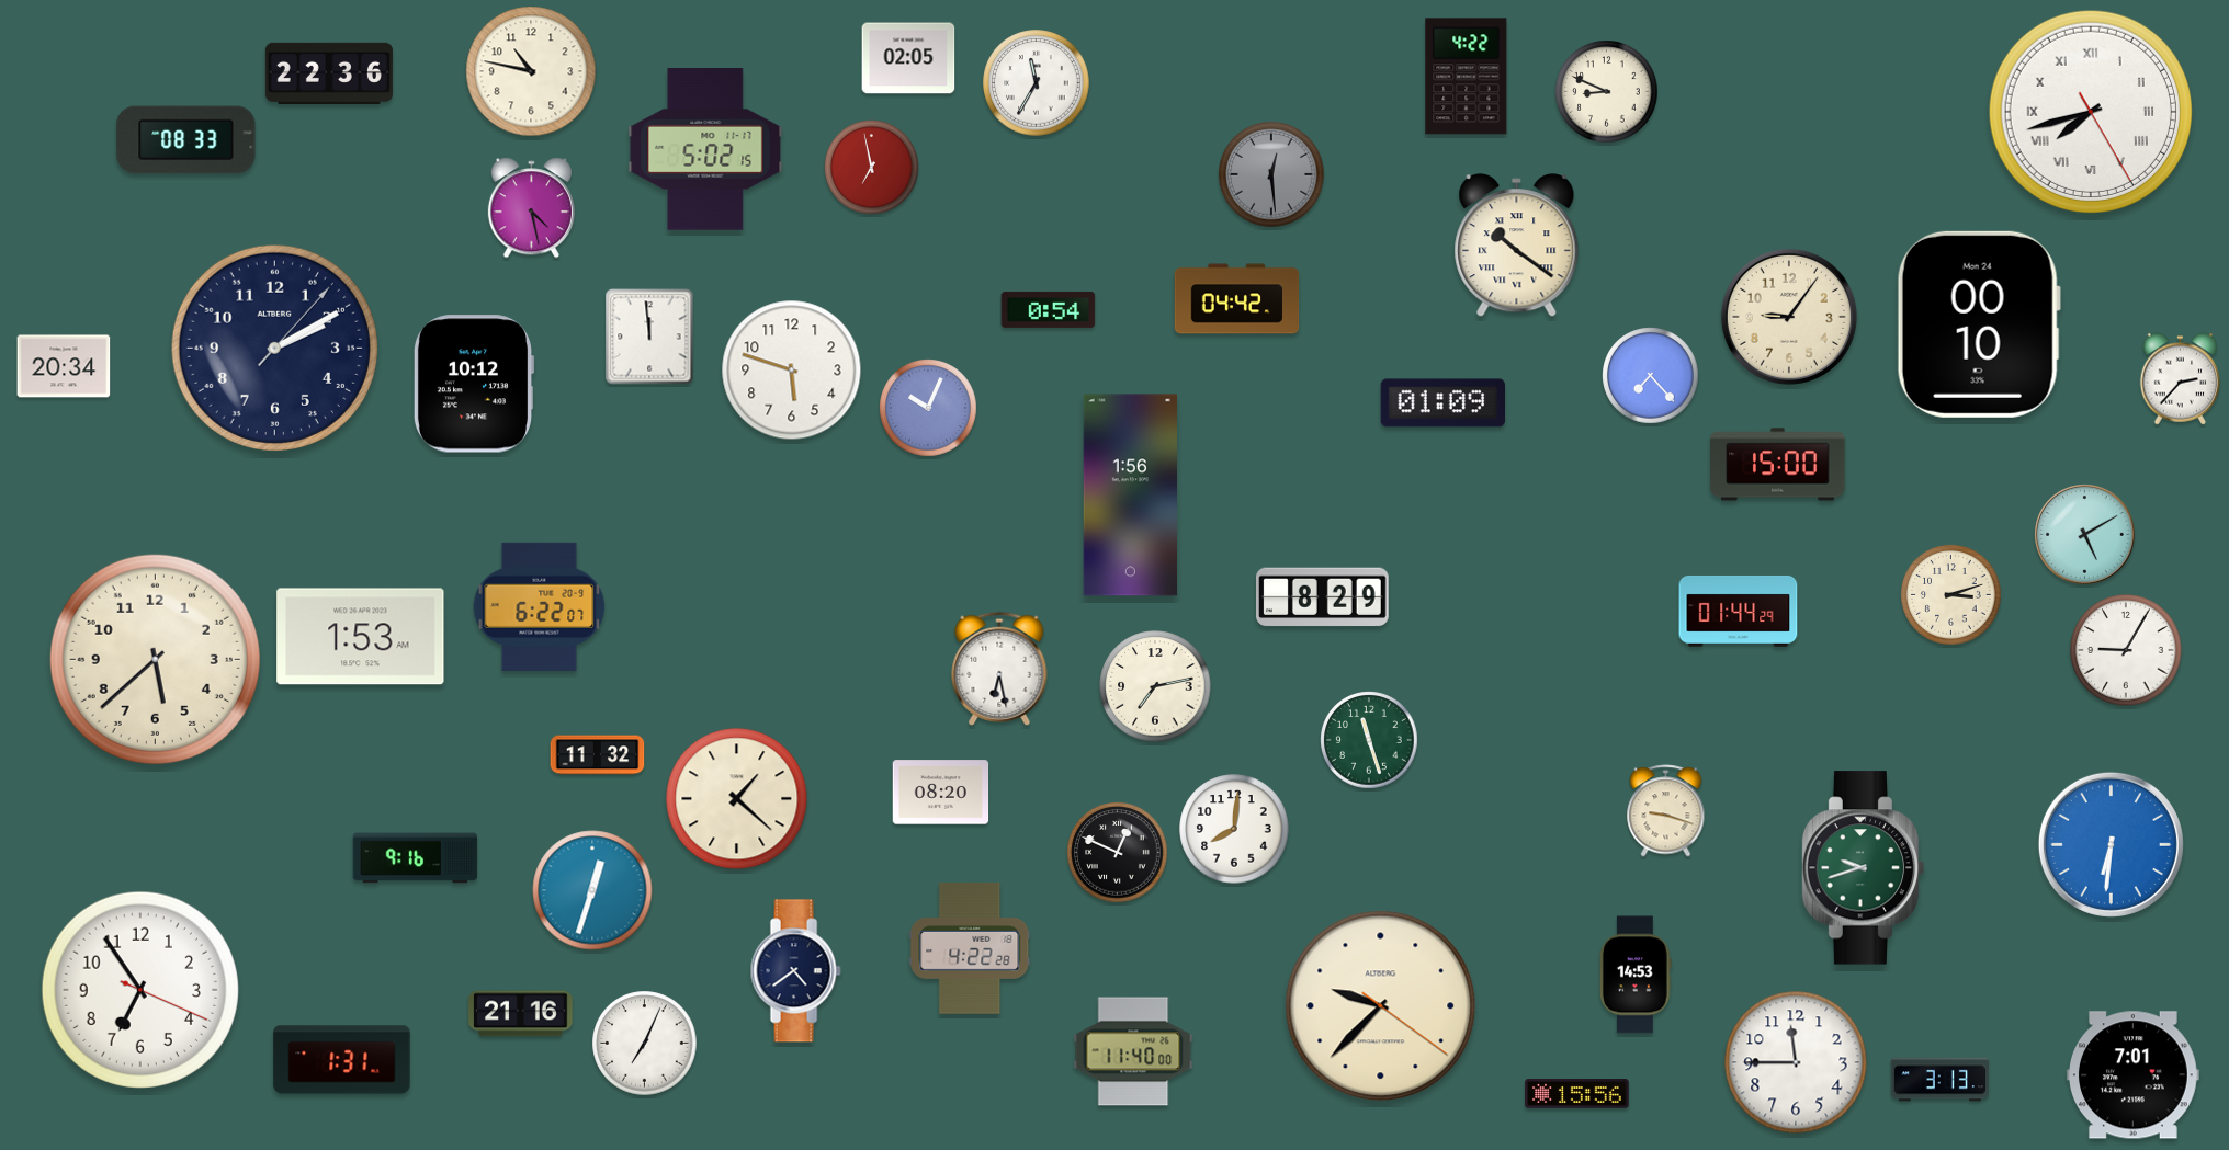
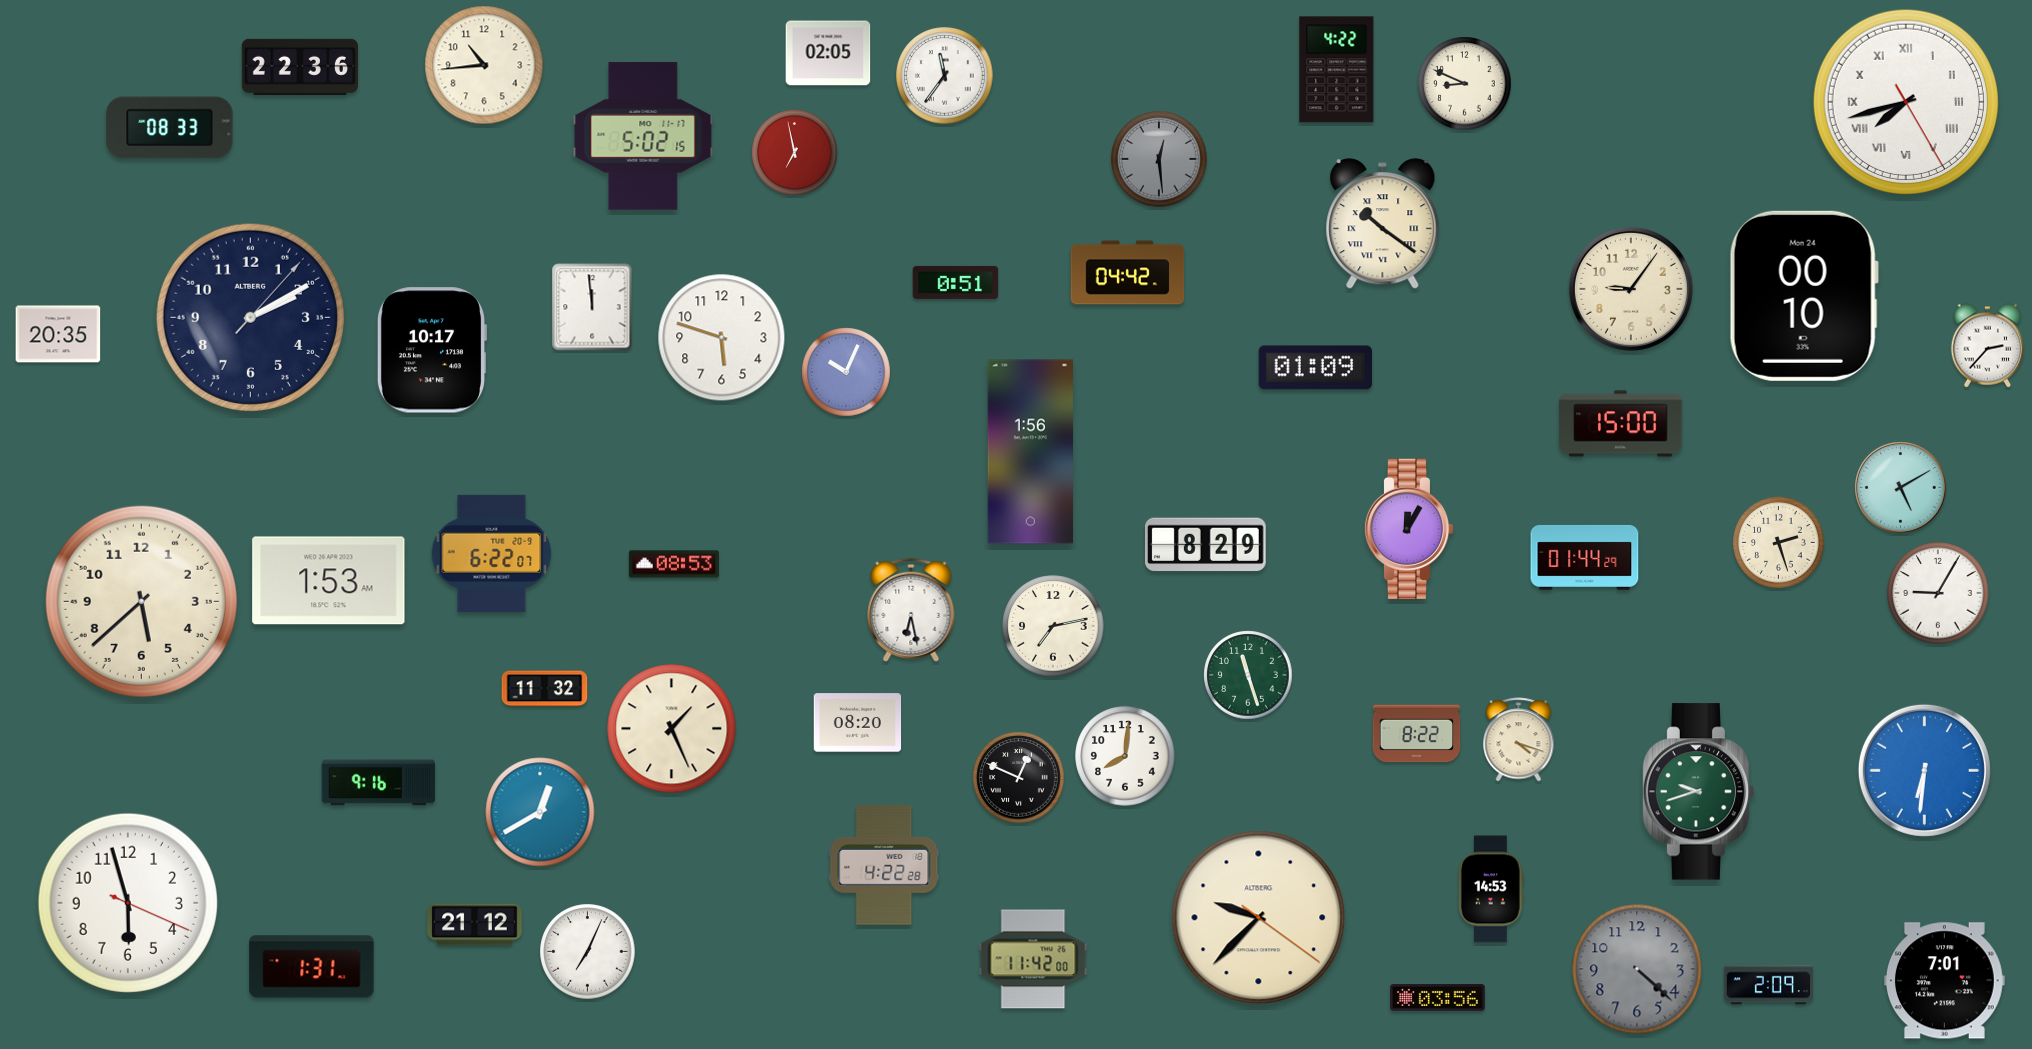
clock at (531, 71): 10:47 -> 10:44
clock at (1037, 83): 11:35 -> 11:36
clock at (531, 208): 4:28 -> none
clock at (1049, 309): 0:54 -> 0:51
clock at (64, 366): 20:34 -> 20:35
clock at (1651, 376): 7:23 -> none
clock at (473, 384): 10:12 -> 10:17
clock at (1409, 528): none -> 12:05
clock at (1951, 595): 3:12 -> 2:27
clock at (674, 564): none -> 08:53
clock at (737, 799): 1:22 -> 1:26
clock at (1417, 734): none -> 8:22
clock at (1666, 811): 9:18 -> 4:18
clock at (592, 890): 12:33 -> 12:40
clock at (795, 971): 4:39 -> none
clock at (139, 989): 6:54 -> 5:57
clock at (521, 1014): 21:16 -> 21:12
clock at (1133, 1051): 11:40 -> 11:42
clock at (1796, 1062): 11:45 -> 4:22
clock at (1796, 1062) dial: white -> grey
clock at (1939, 1080): 3:13 -> 2:09
clock at (1577, 1094): 15:56 -> 03:56
